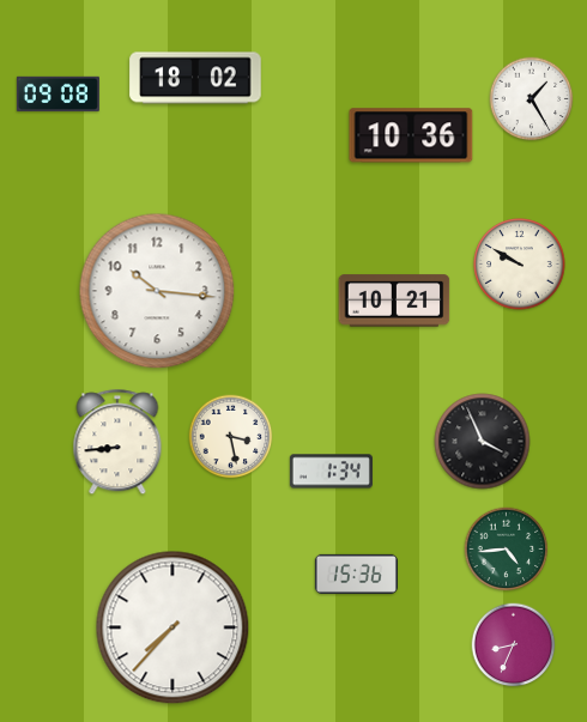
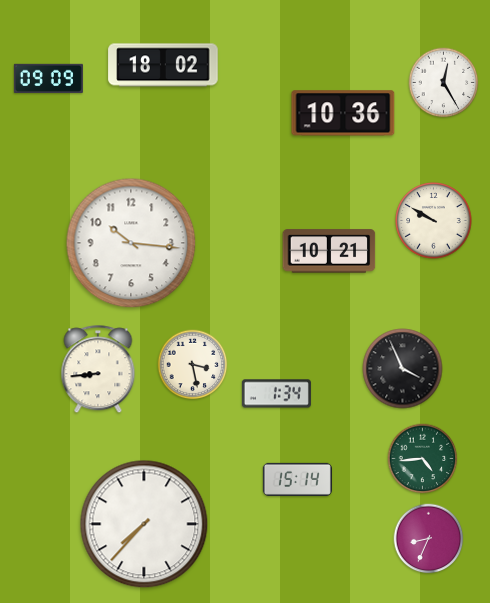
clock at (58, 93): 09:08 -> 09:09
clock at (532, 99): 1:25 -> 12:25
clock at (356, 574): 15:36 -> 15:14
